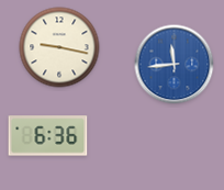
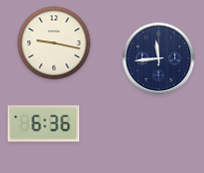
clock at (175, 65) dial: blue -> navy
